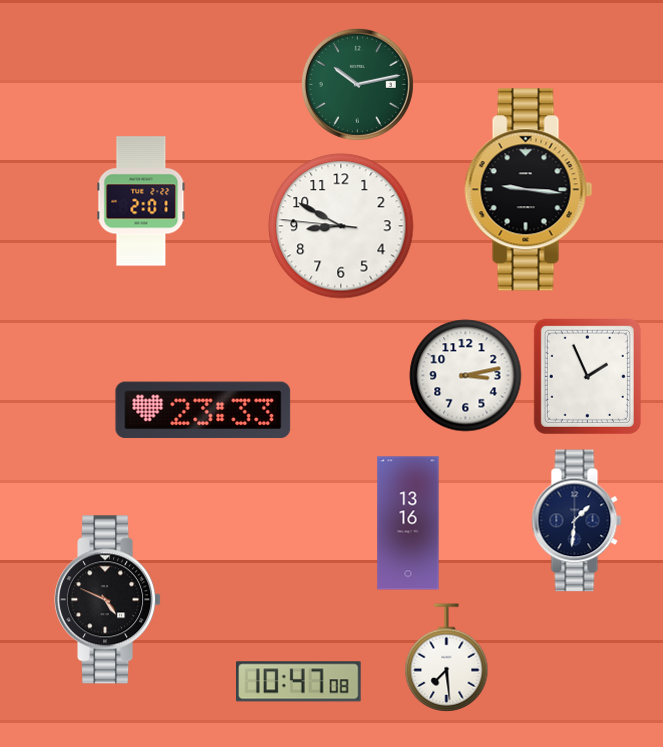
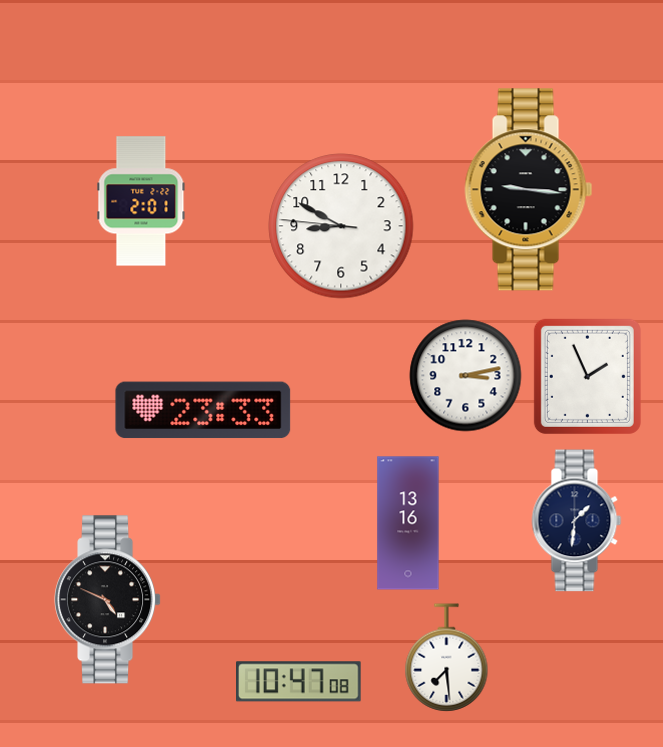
clock at (357, 84): 10:13 -> none
